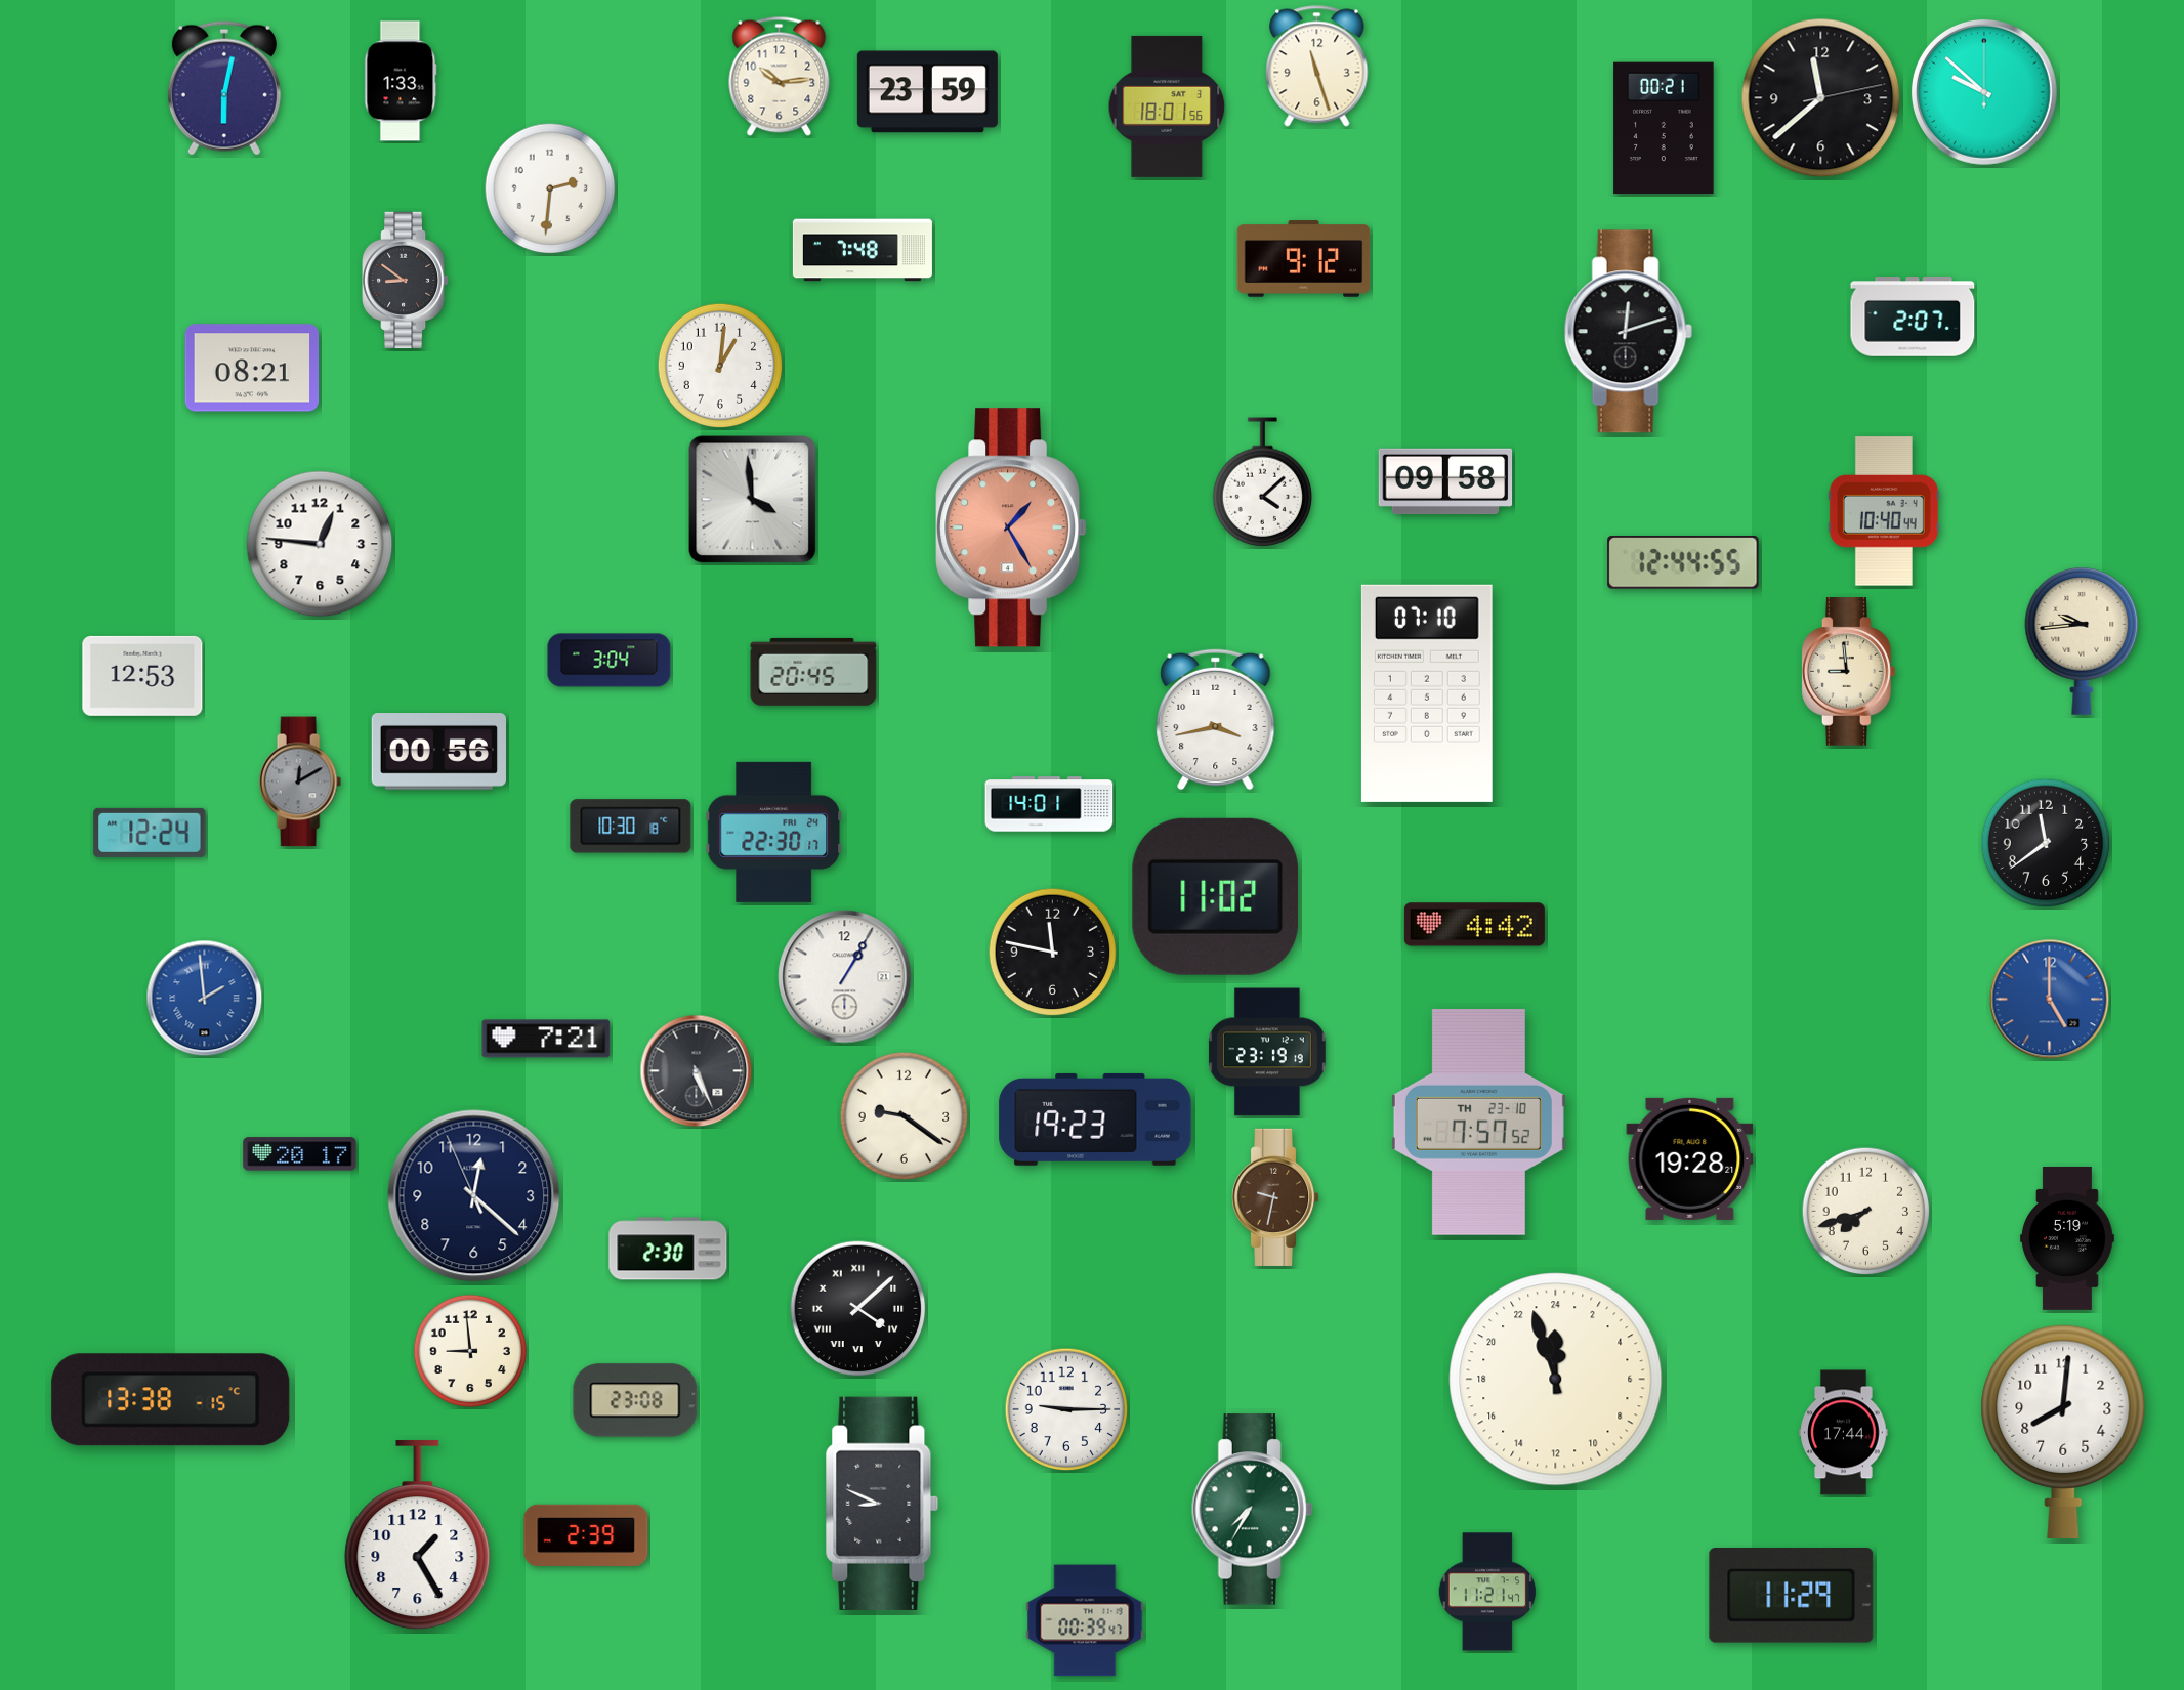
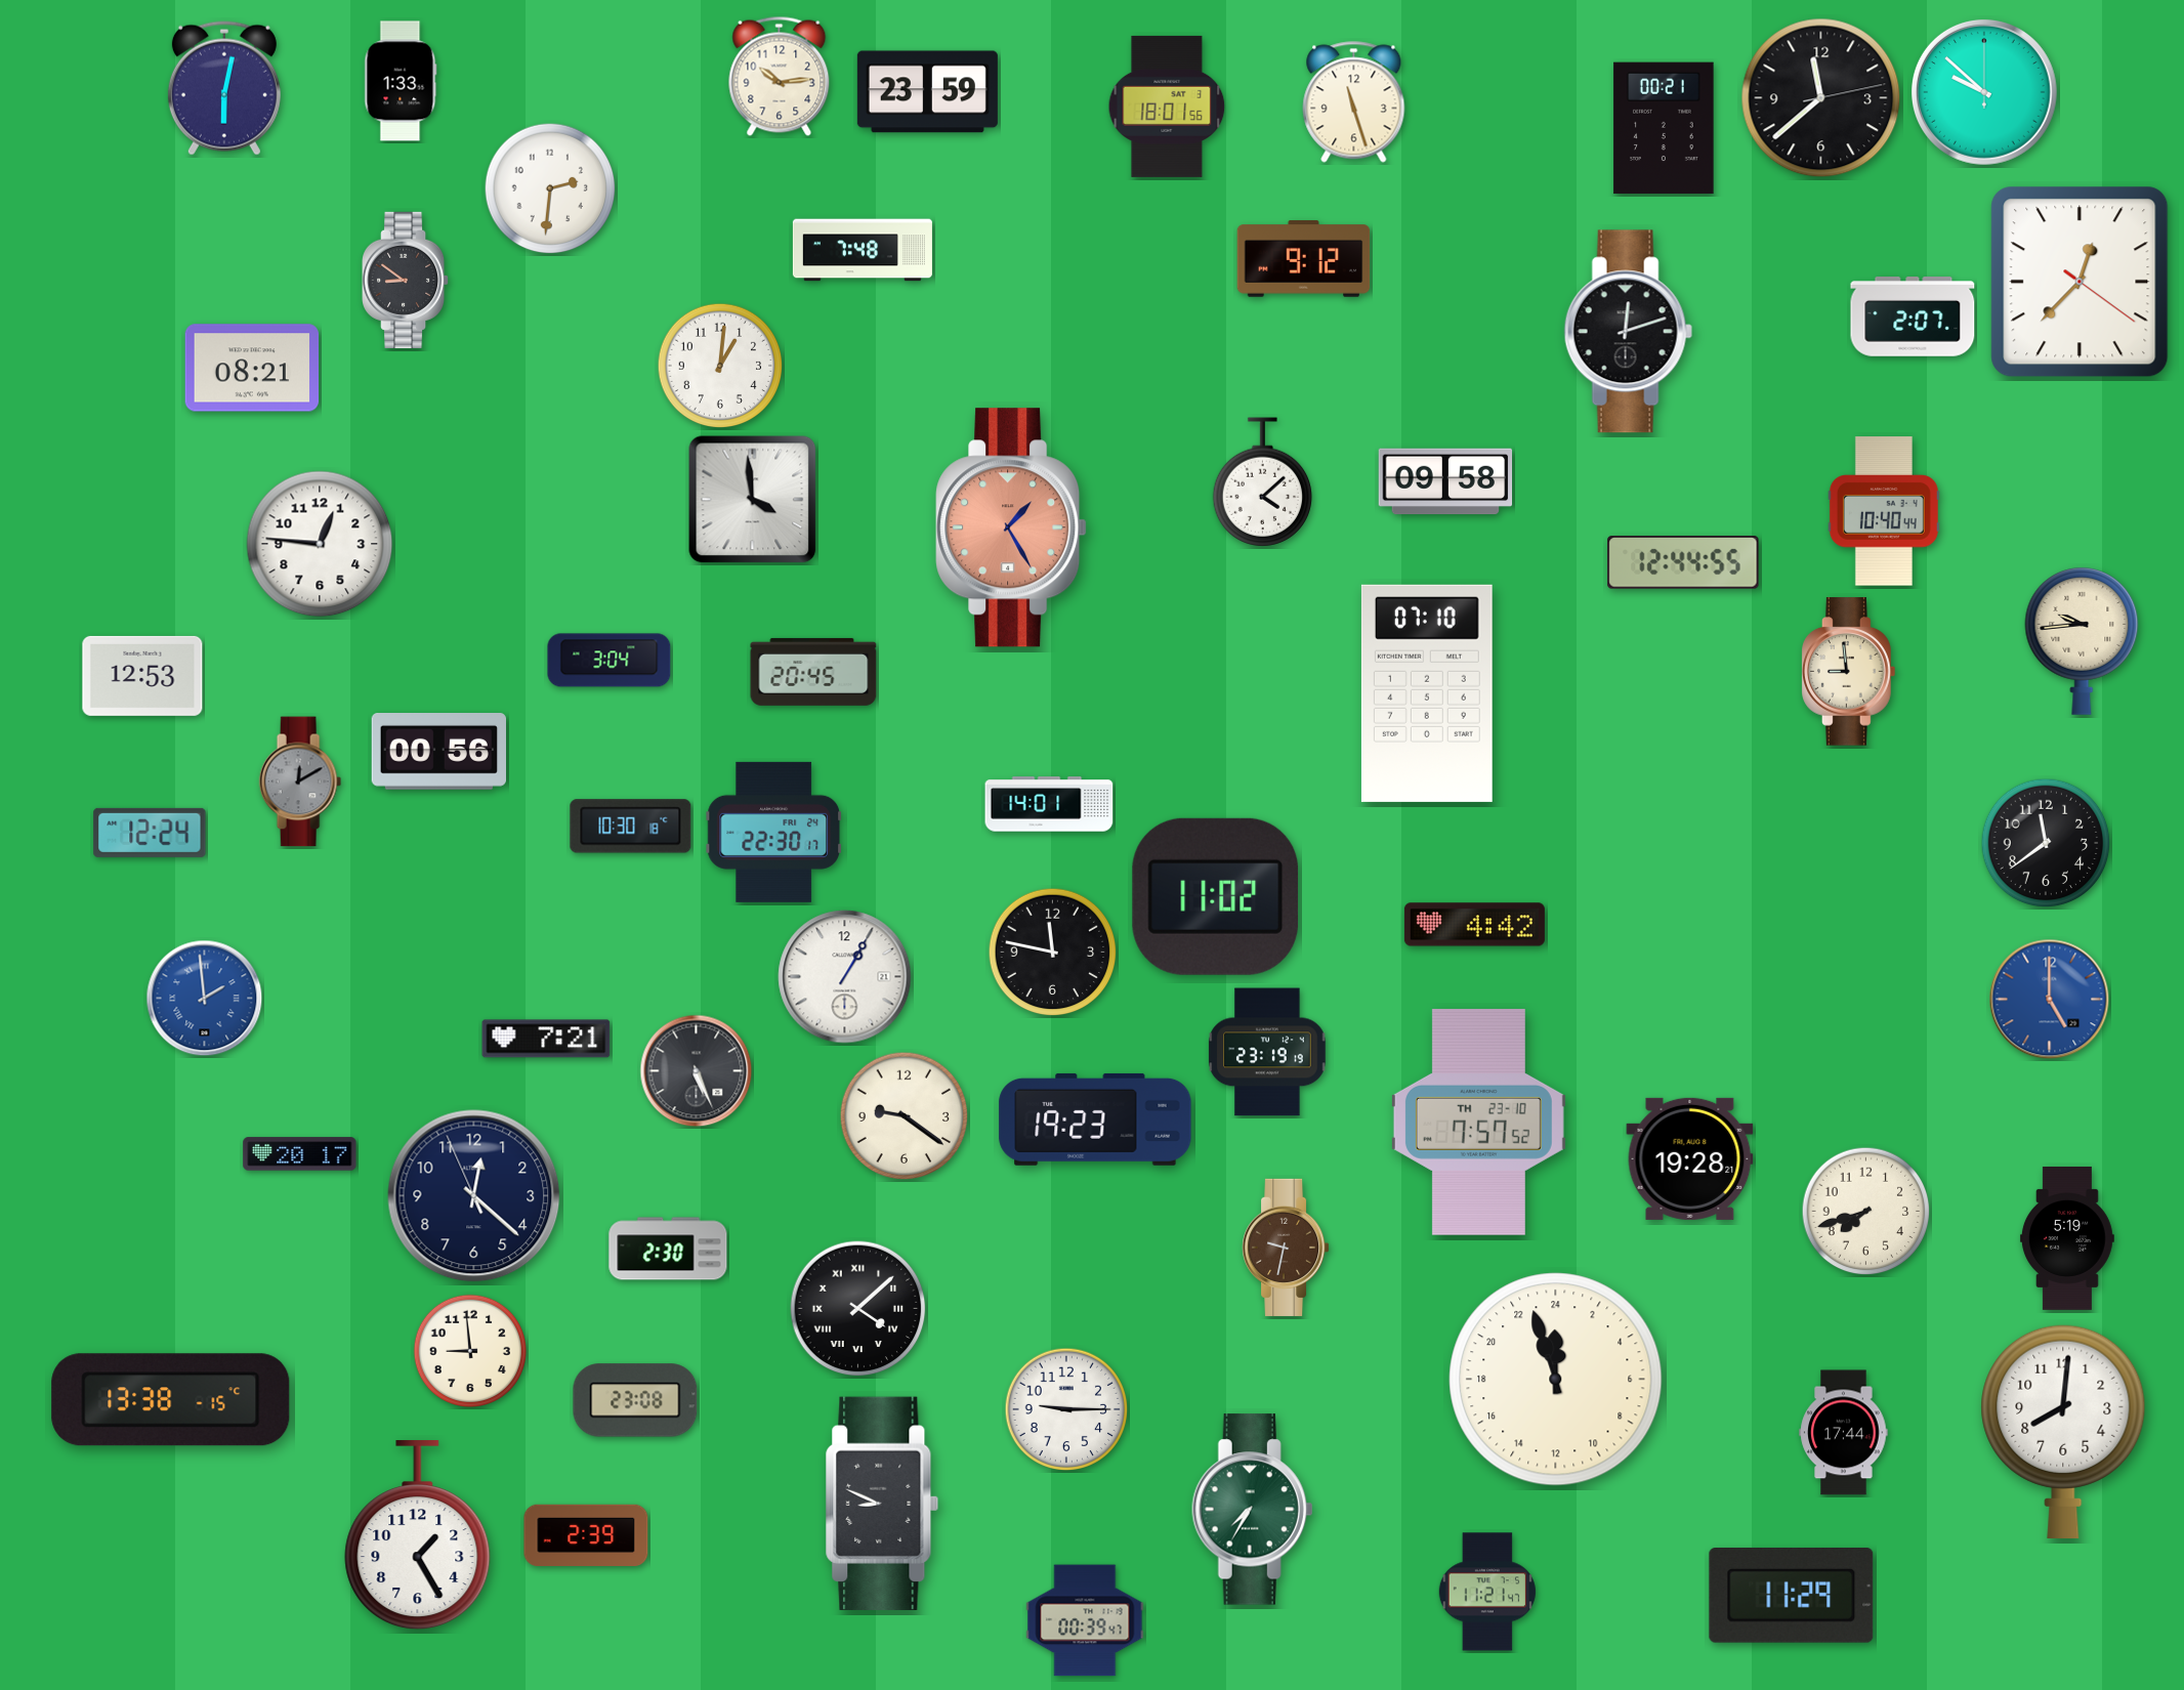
clock at (1317, 67) position: (1317, 67) -> (1354, 102)
clock at (2080, 282): none -> 12:37
clock at (1216, 720): 3:43 -> none
clock at (1276, 1197) position: (1276, 1197) -> (1287, 1248)
